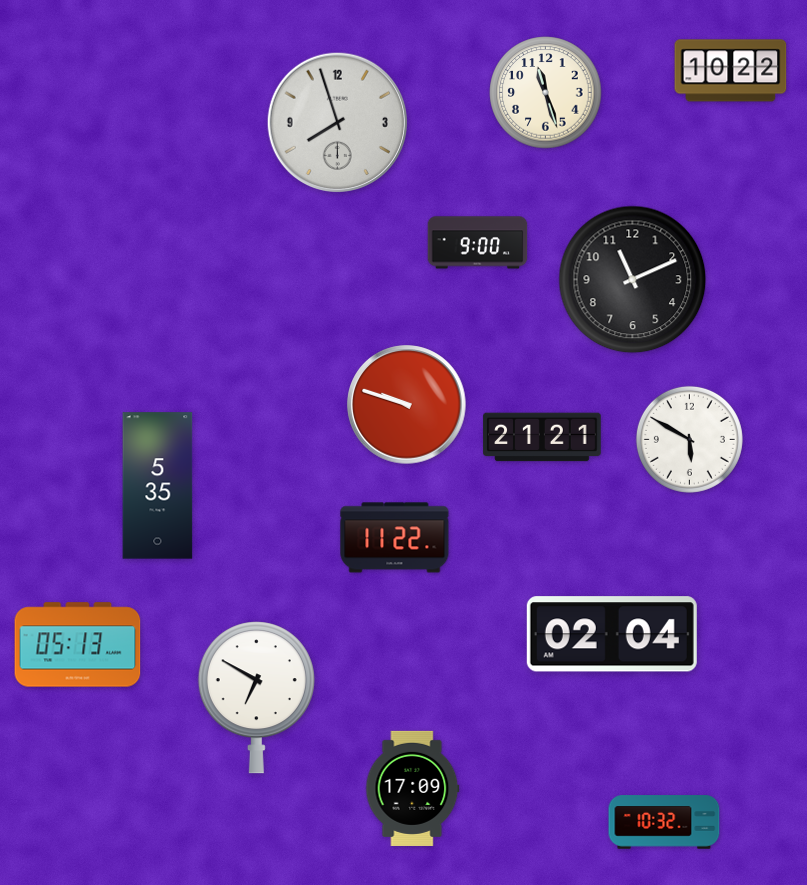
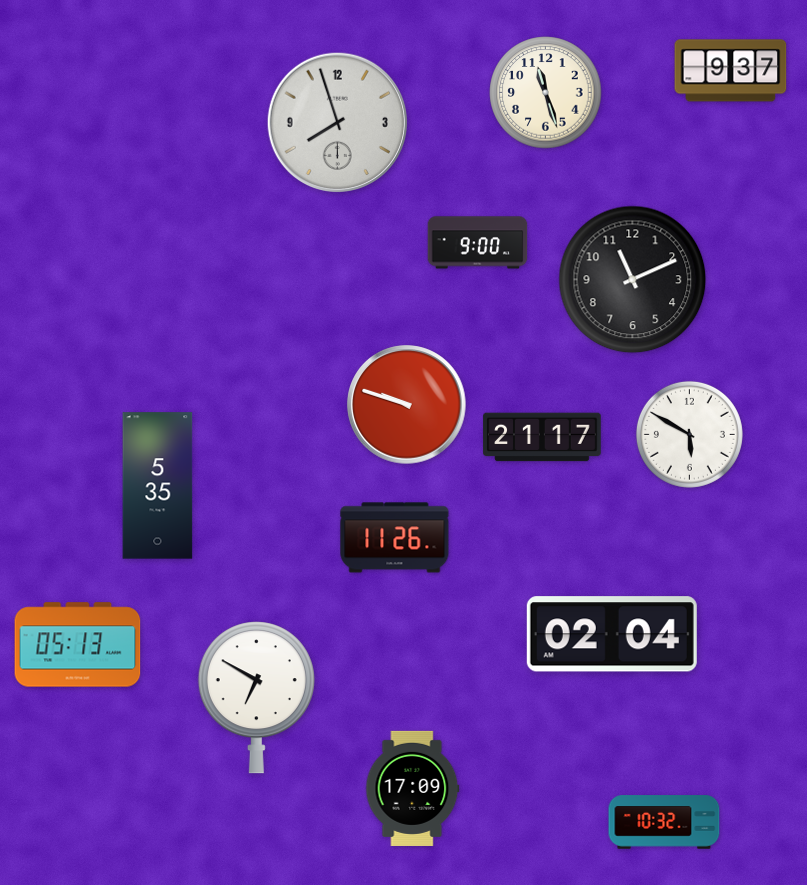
clock at (731, 71): 10:22 -> 9:37
clock at (542, 437): 21:21 -> 21:17
clock at (689, 439) position: (689, 439) -> (689, 434)
clock at (395, 538): 11:22 -> 11:26
